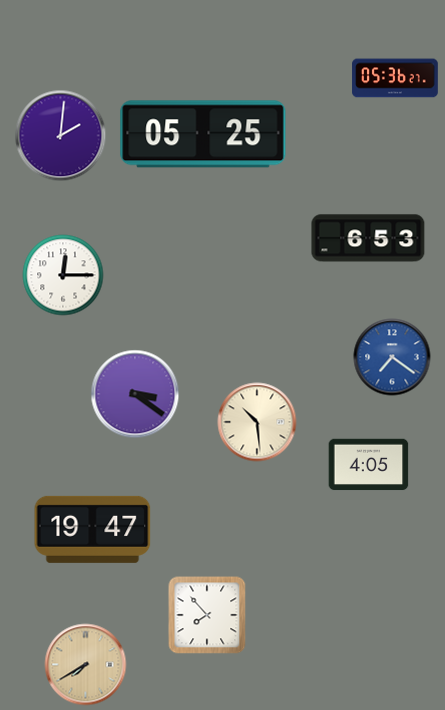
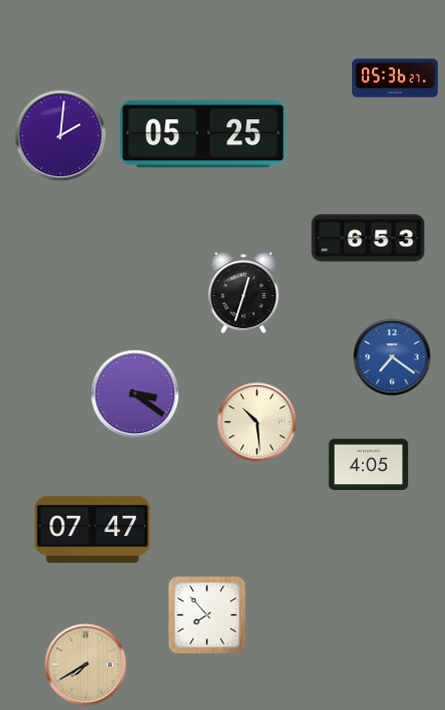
clock at (63, 275): 12:15 -> none
clock at (244, 293): none -> 12:33
clock at (93, 529): 19:47 -> 07:47
